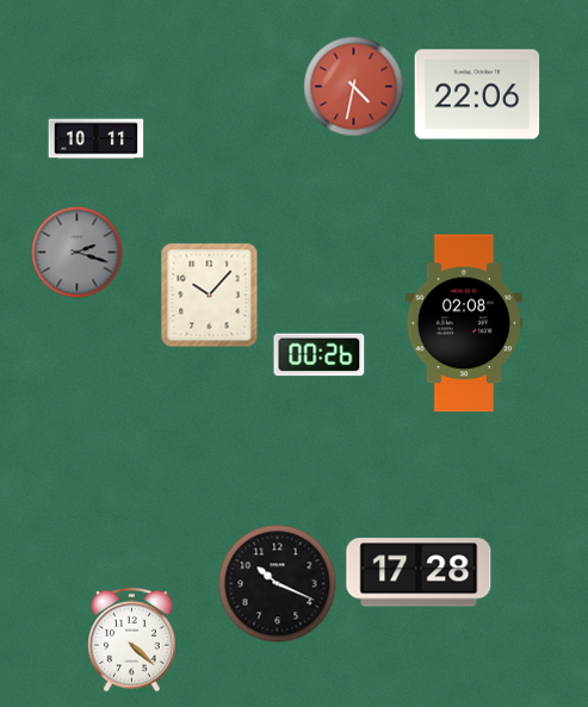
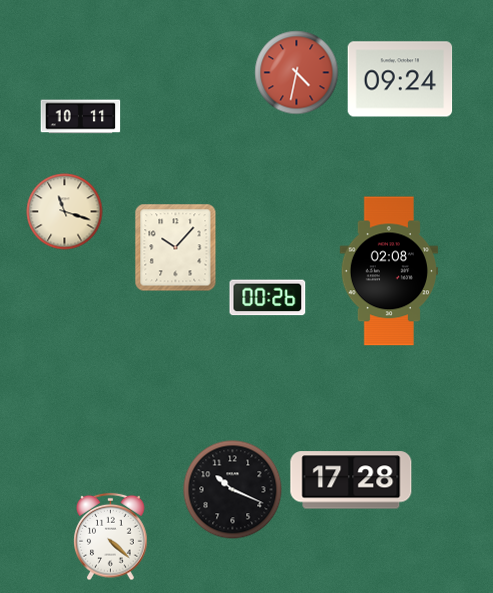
clock at (477, 94): 22:06 -> 09:24
clock at (78, 253): 2:18 -> 11:18
clock at (78, 253) dial: grey -> cream
